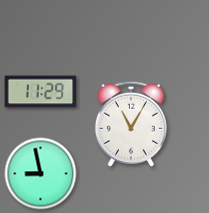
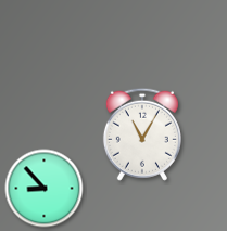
clock at (41, 92): 11:29 -> none
clock at (41, 174): 8:58 -> 8:53
